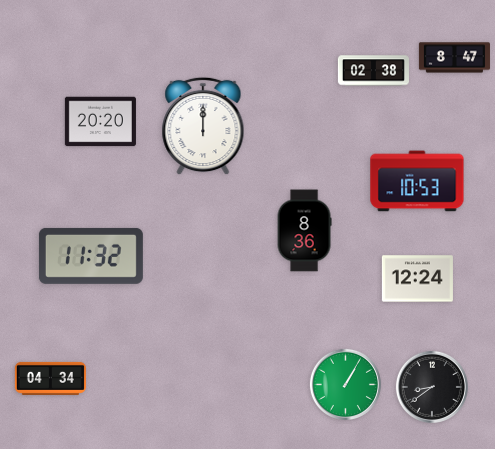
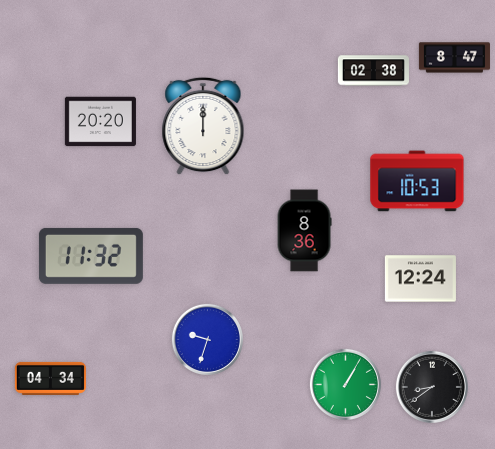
clock at (417, 279) position: (417, 279) -> (420, 279)
clock at (207, 339): none -> 9:33
